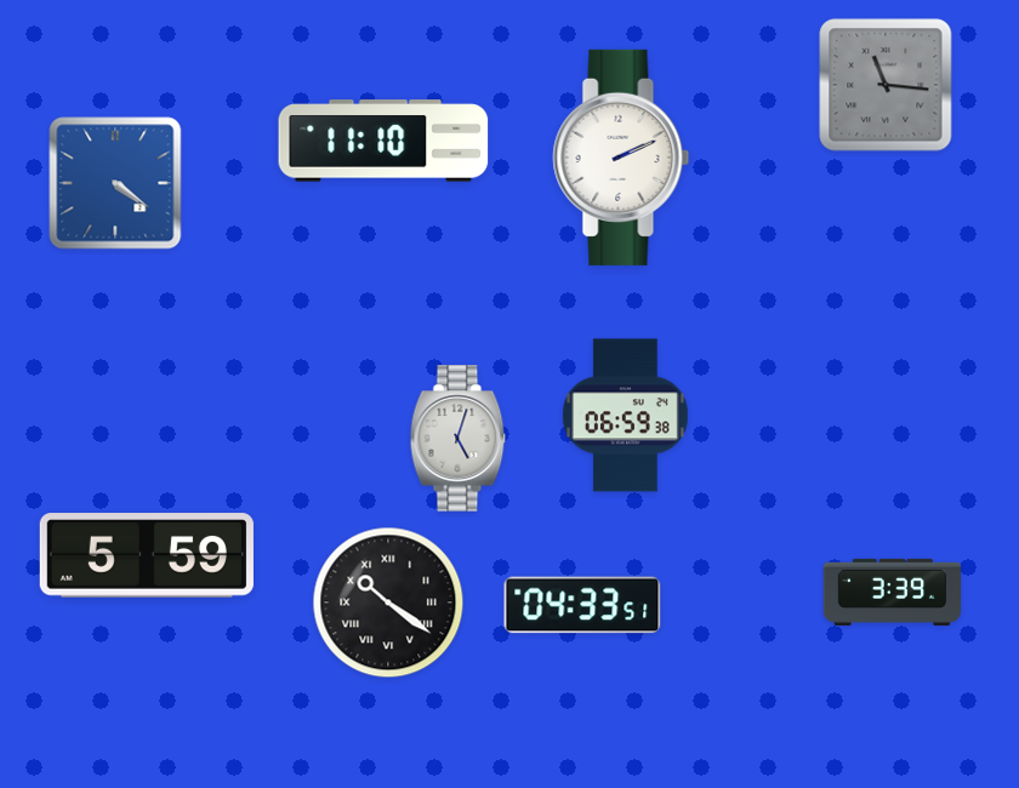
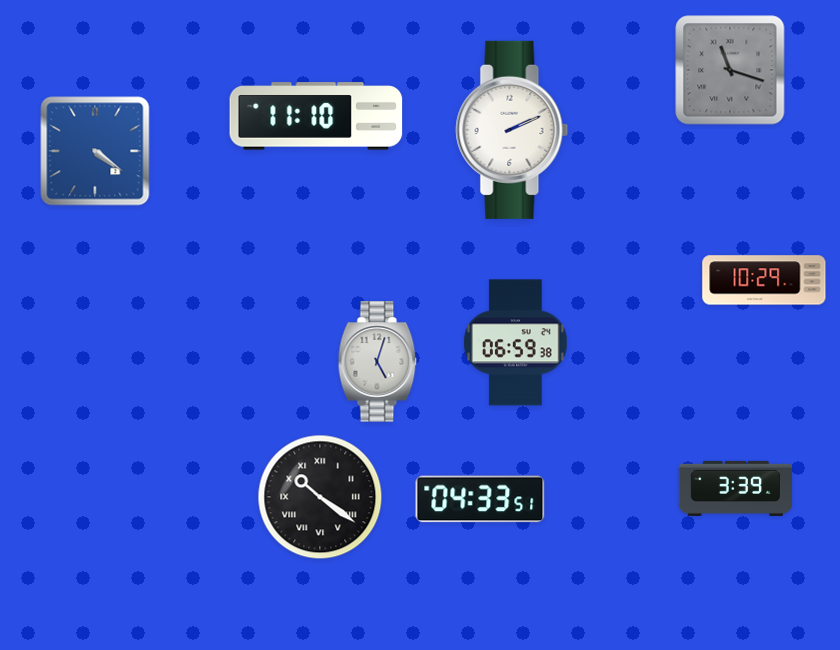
clock at (886, 85): 11:16 -> 11:18
clock at (764, 280): none -> 10:29
clock at (147, 555): 5:59 -> none
